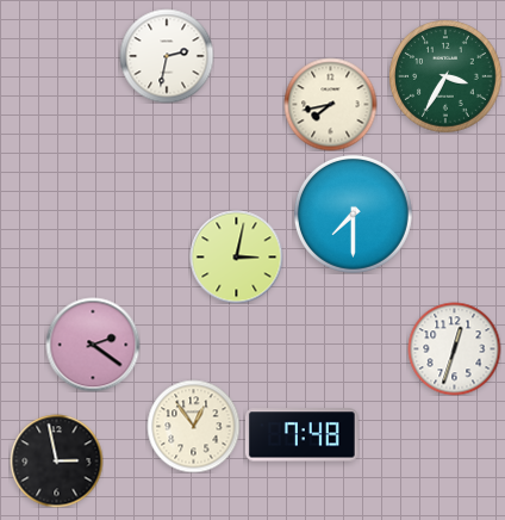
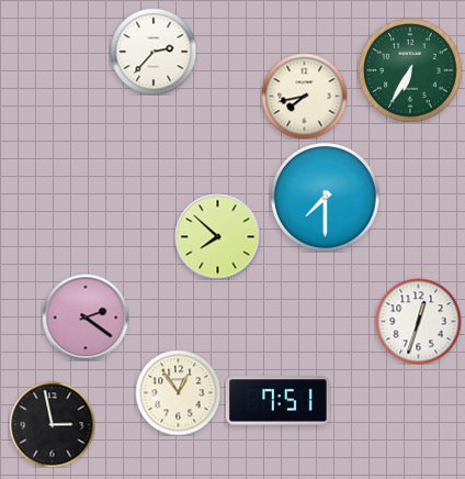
clock at (167, 56): 2:32 -> 2:37
clock at (445, 76): 3:35 -> 6:35
clock at (236, 256): 3:02 -> 7:52
clock at (301, 435): 7:48 -> 7:51
